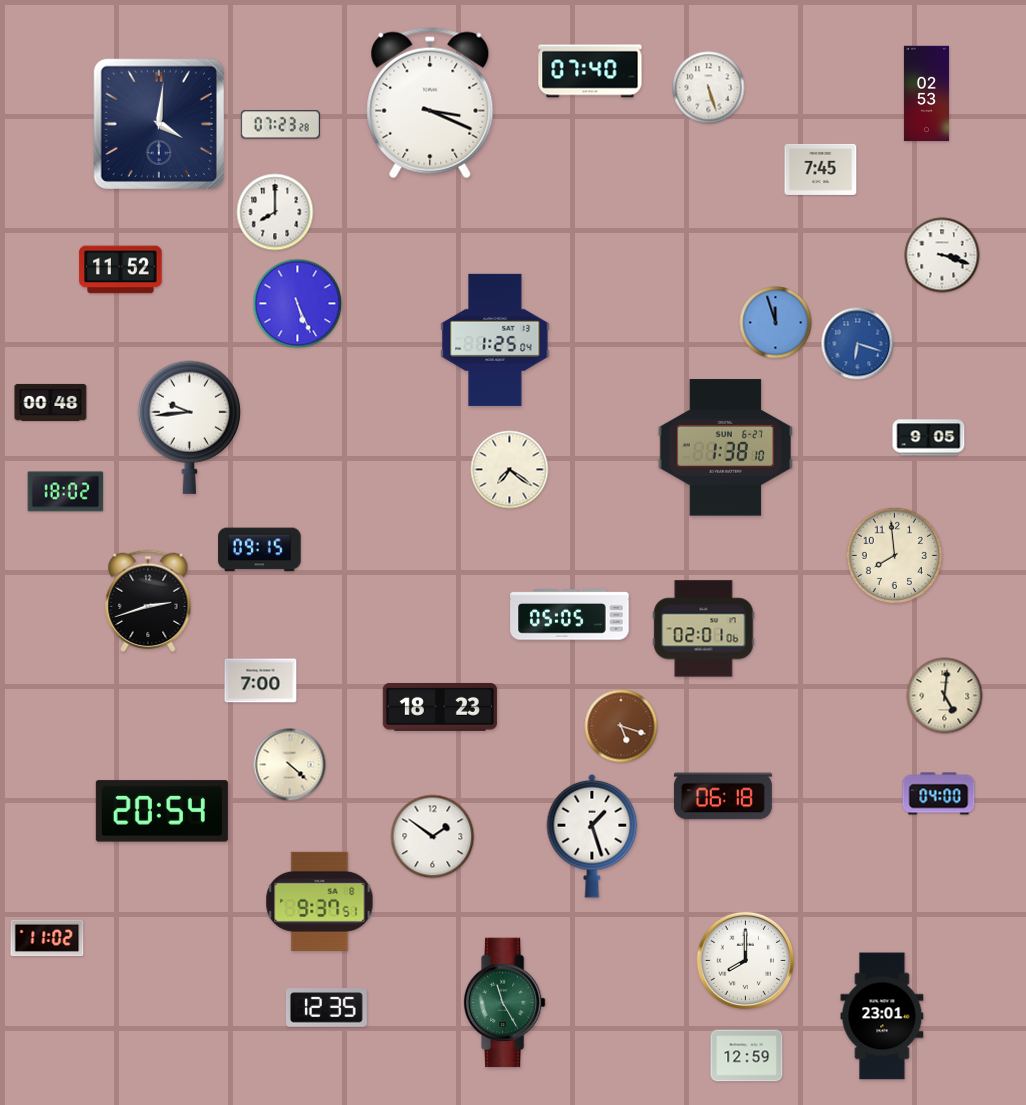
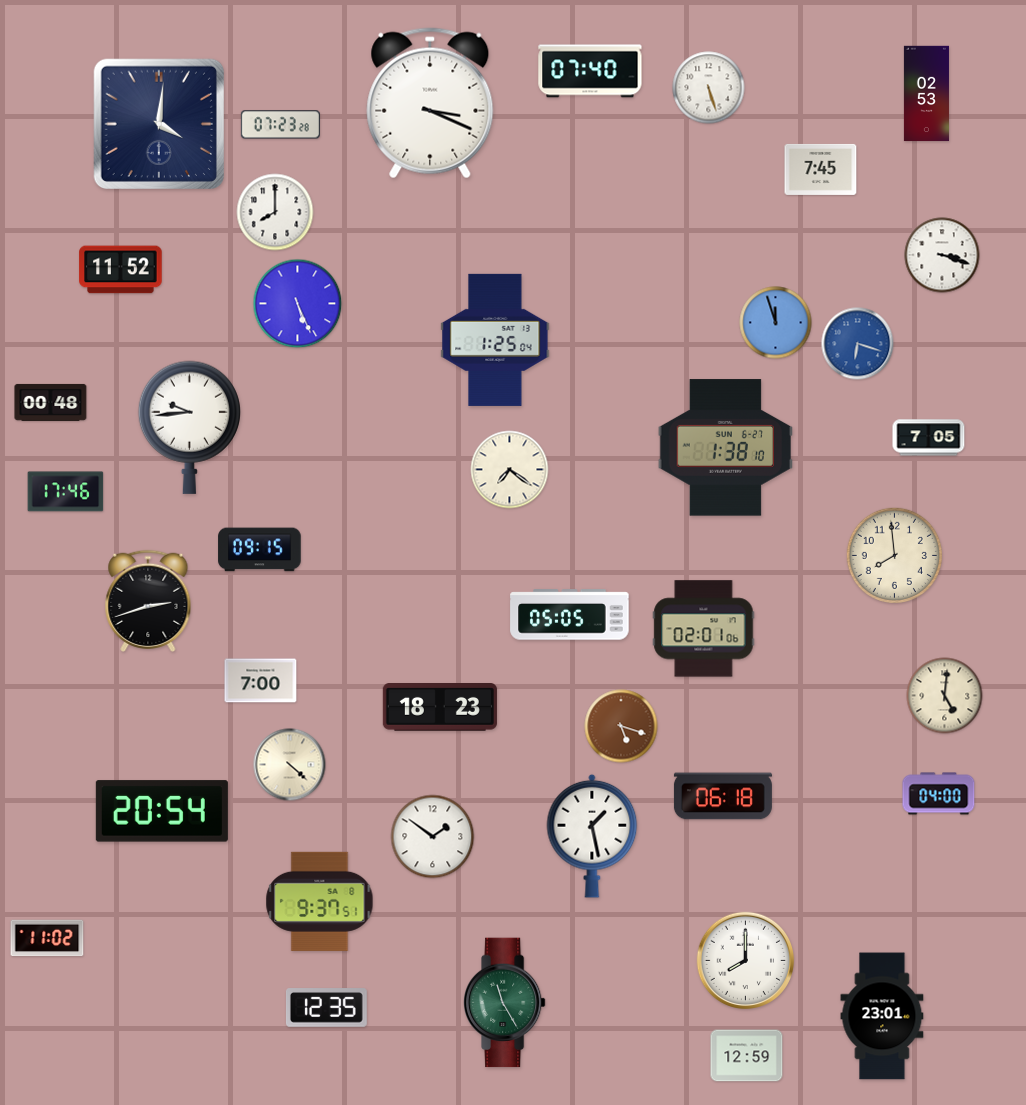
clock at (929, 438): 9:05 -> 7:05
clock at (66, 492): 18:02 -> 17:46
clock at (592, 836): 1:27 -> 1:28
